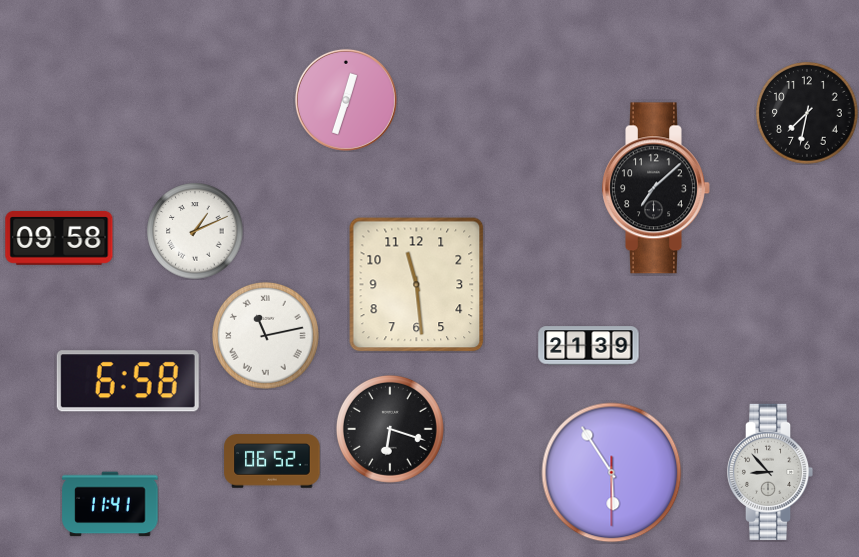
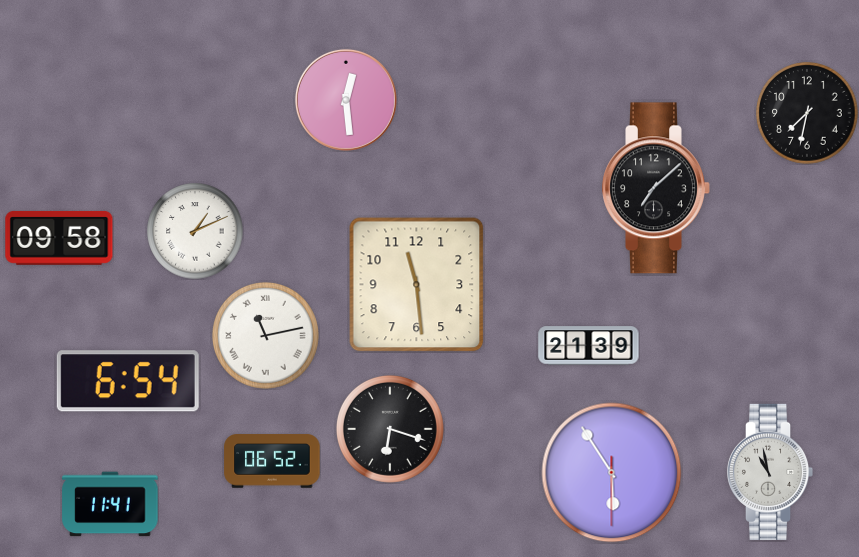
clock at (346, 100): 12:33 -> 12:29
clock at (128, 381): 6:58 -> 6:54
clock at (770, 472): 8:53 -> 10:58
